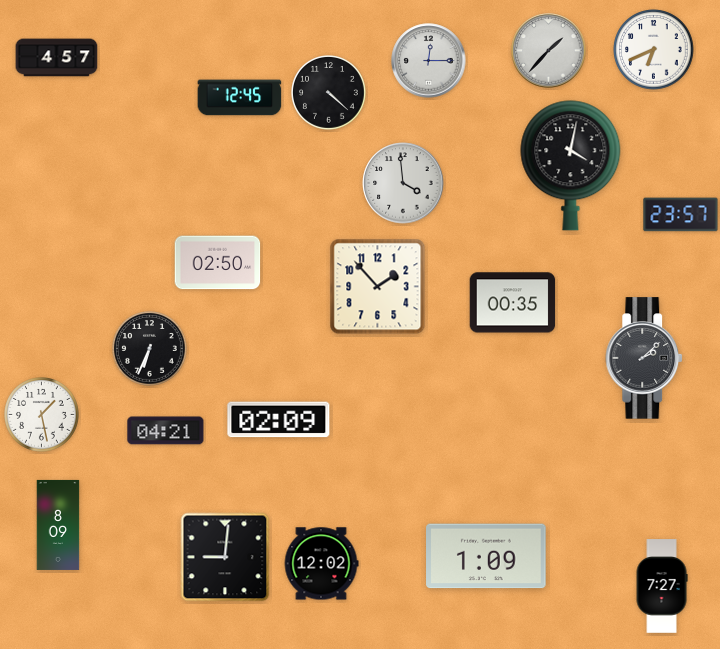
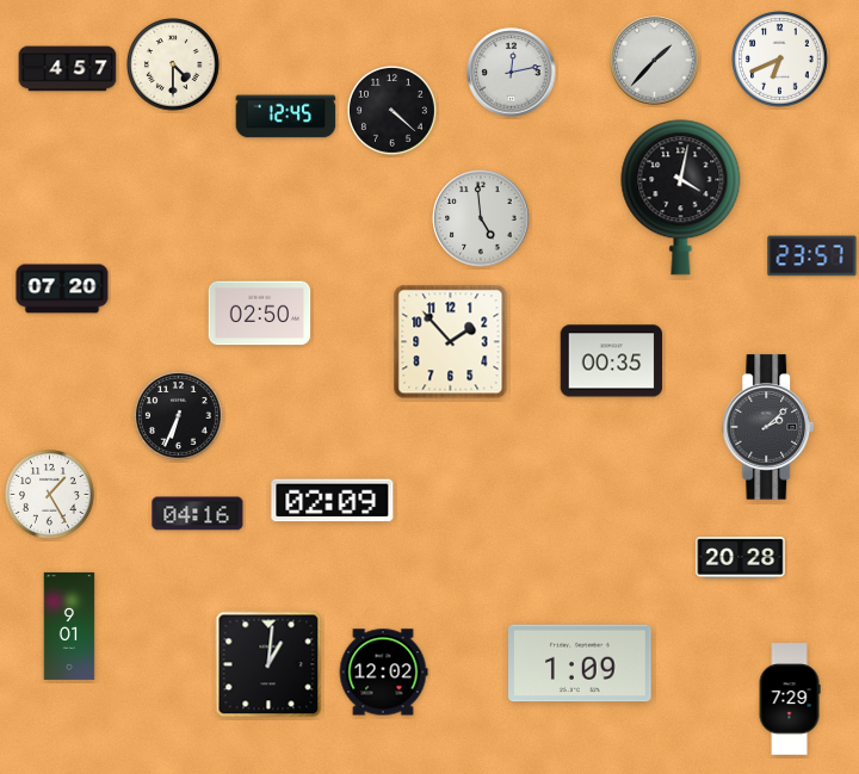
clock at (173, 64): none -> 4:30
clock at (429, 61): 12:15 -> 12:13
clock at (403, 183): 3:59 -> 4:59
clock at (62, 289): none -> 07:20
clock at (42, 415): 1:28 -> 1:25
clock at (166, 431): 04:21 -> 04:16
clock at (741, 558): none -> 20:28
clock at (58, 525): 8:09 -> 9:01
clock at (225, 557): 9:01 -> 1:01
clock at (662, 586): 7:27 -> 7:29
